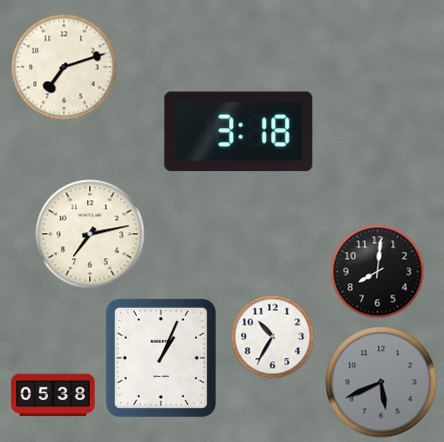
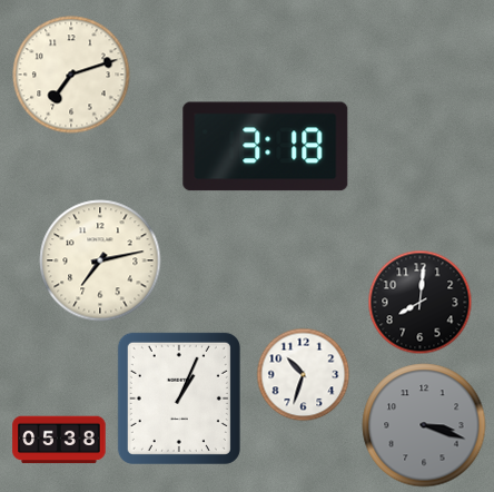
clock at (272, 336): 10:35 -> 10:33
clock at (381, 382): 5:41 -> 3:18
